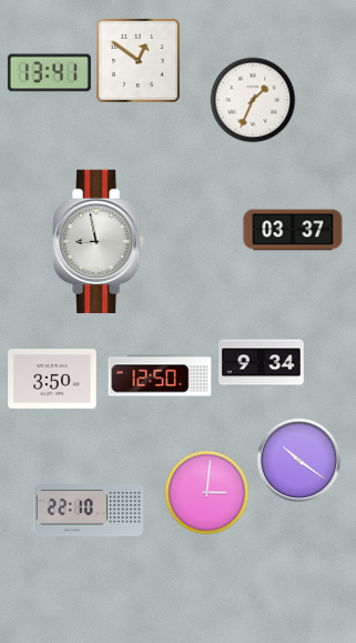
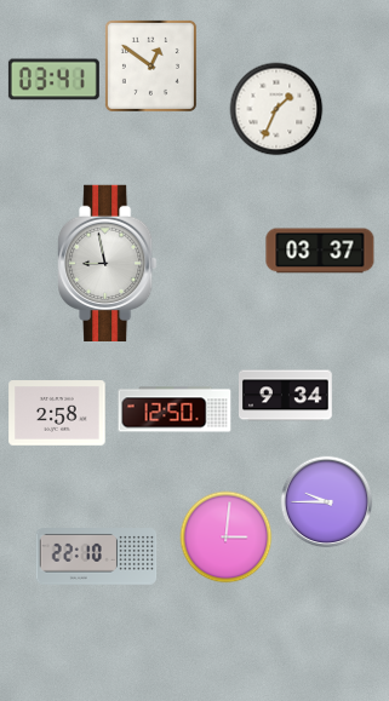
clock at (49, 73): 13:41 -> 03:41
clock at (52, 379): 3:50 -> 2:58
clock at (299, 461): 10:21 -> 9:45
